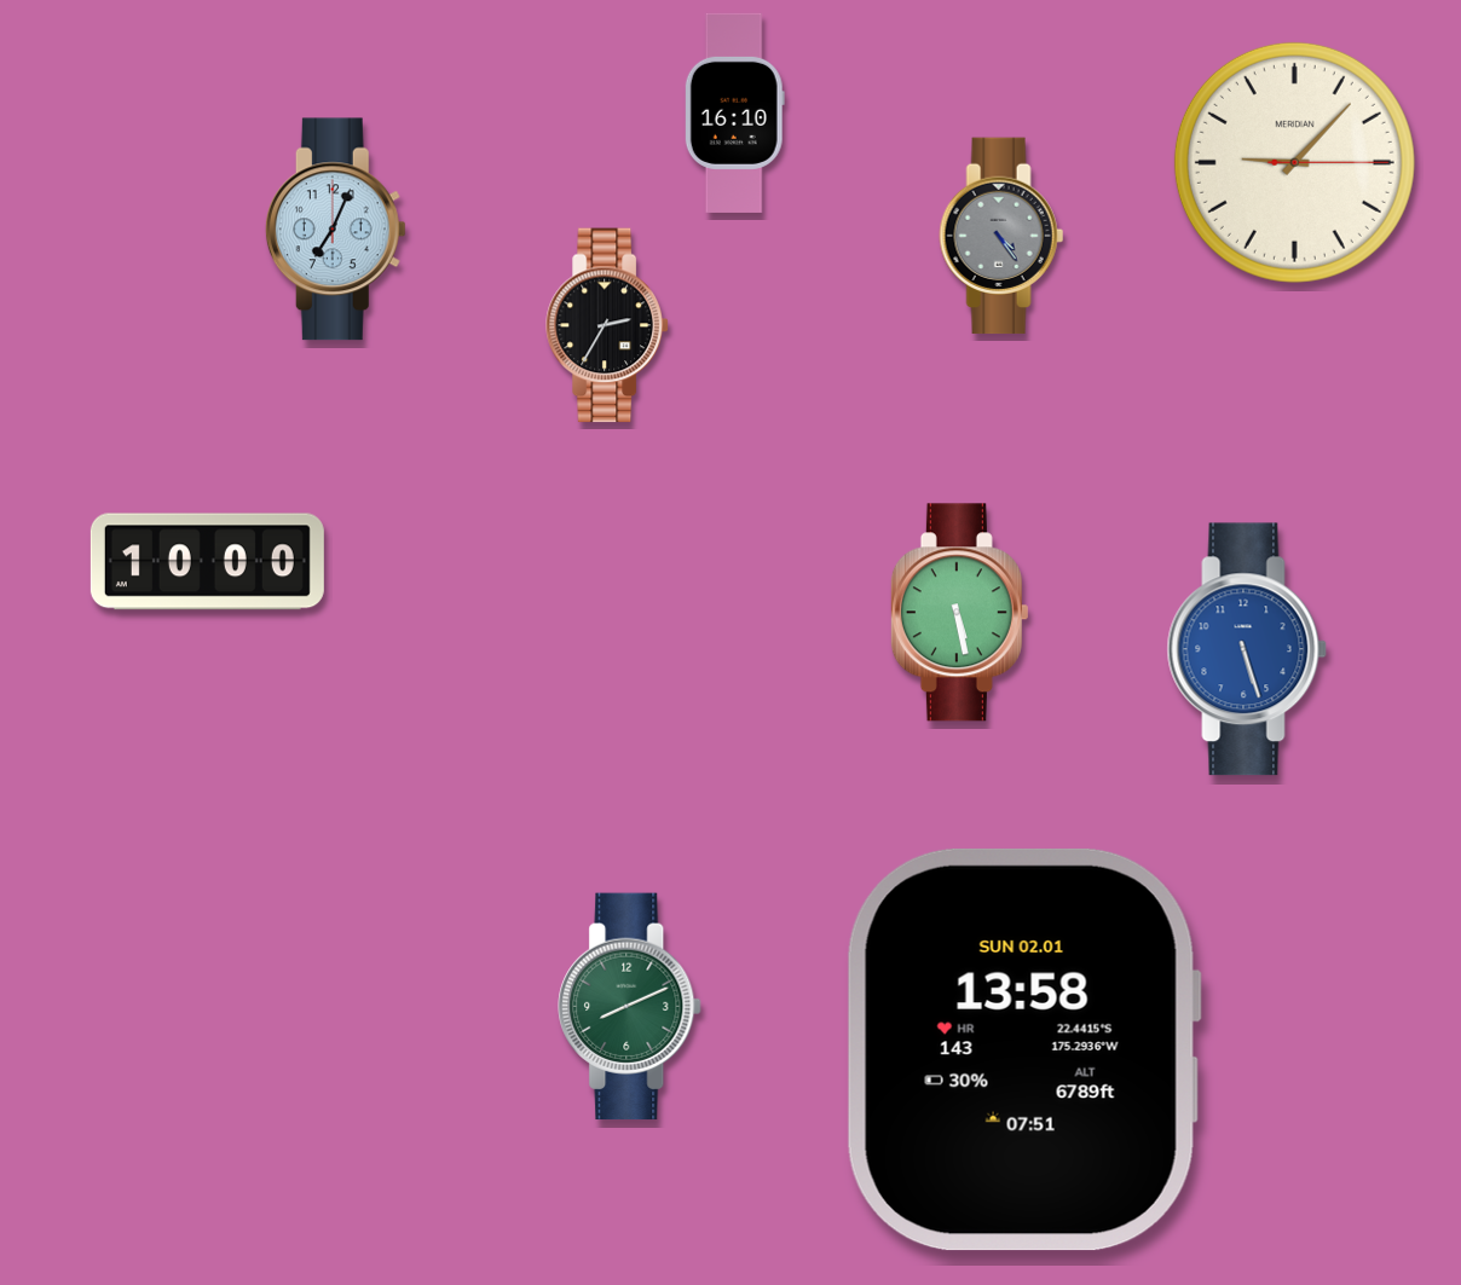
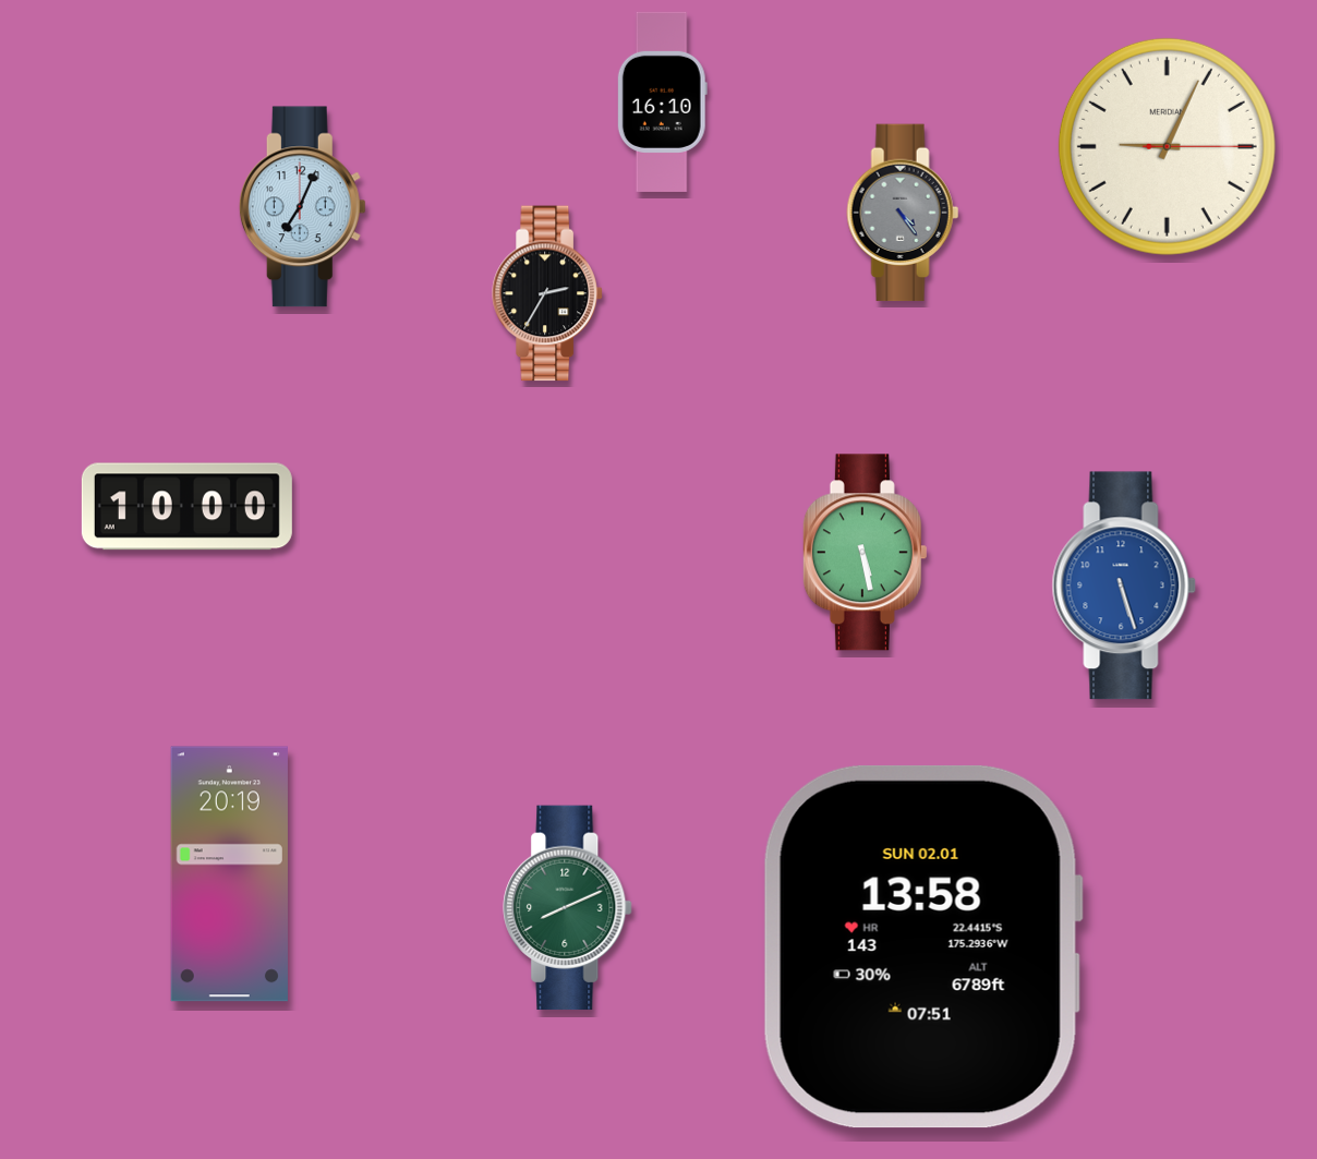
clock at (1294, 162): 9:07 -> 9:04
clock at (229, 874): none -> 20:19
